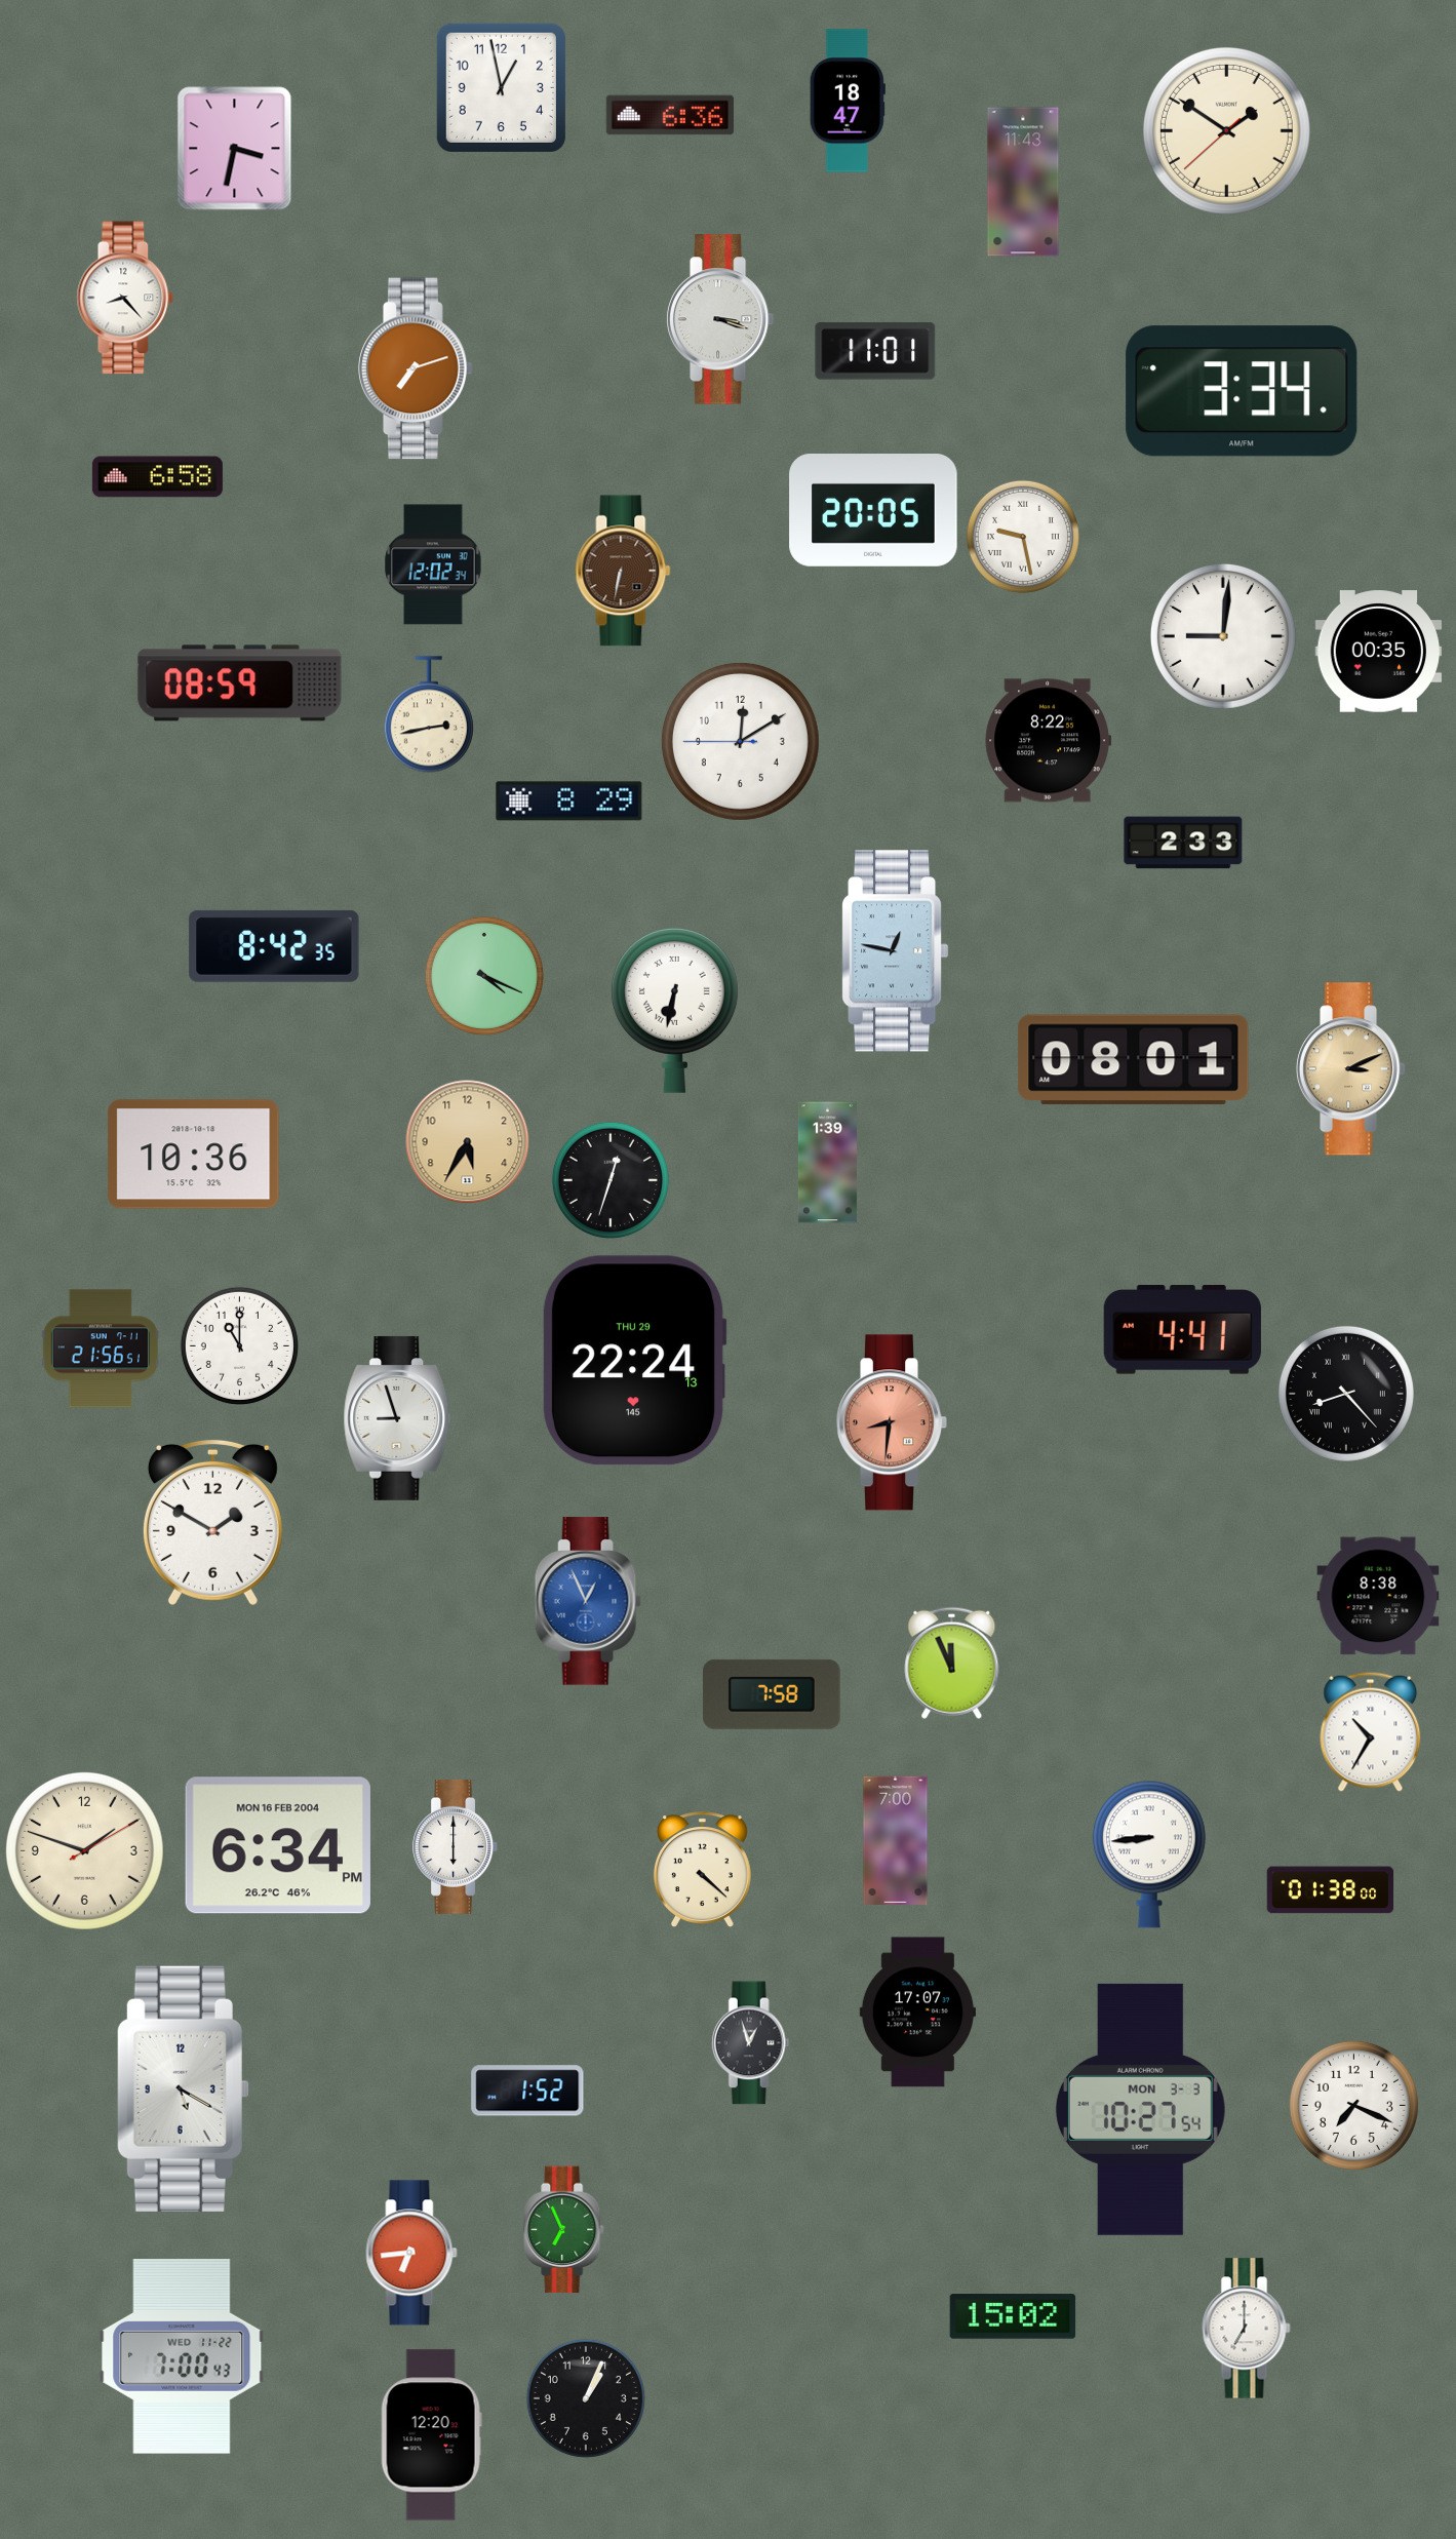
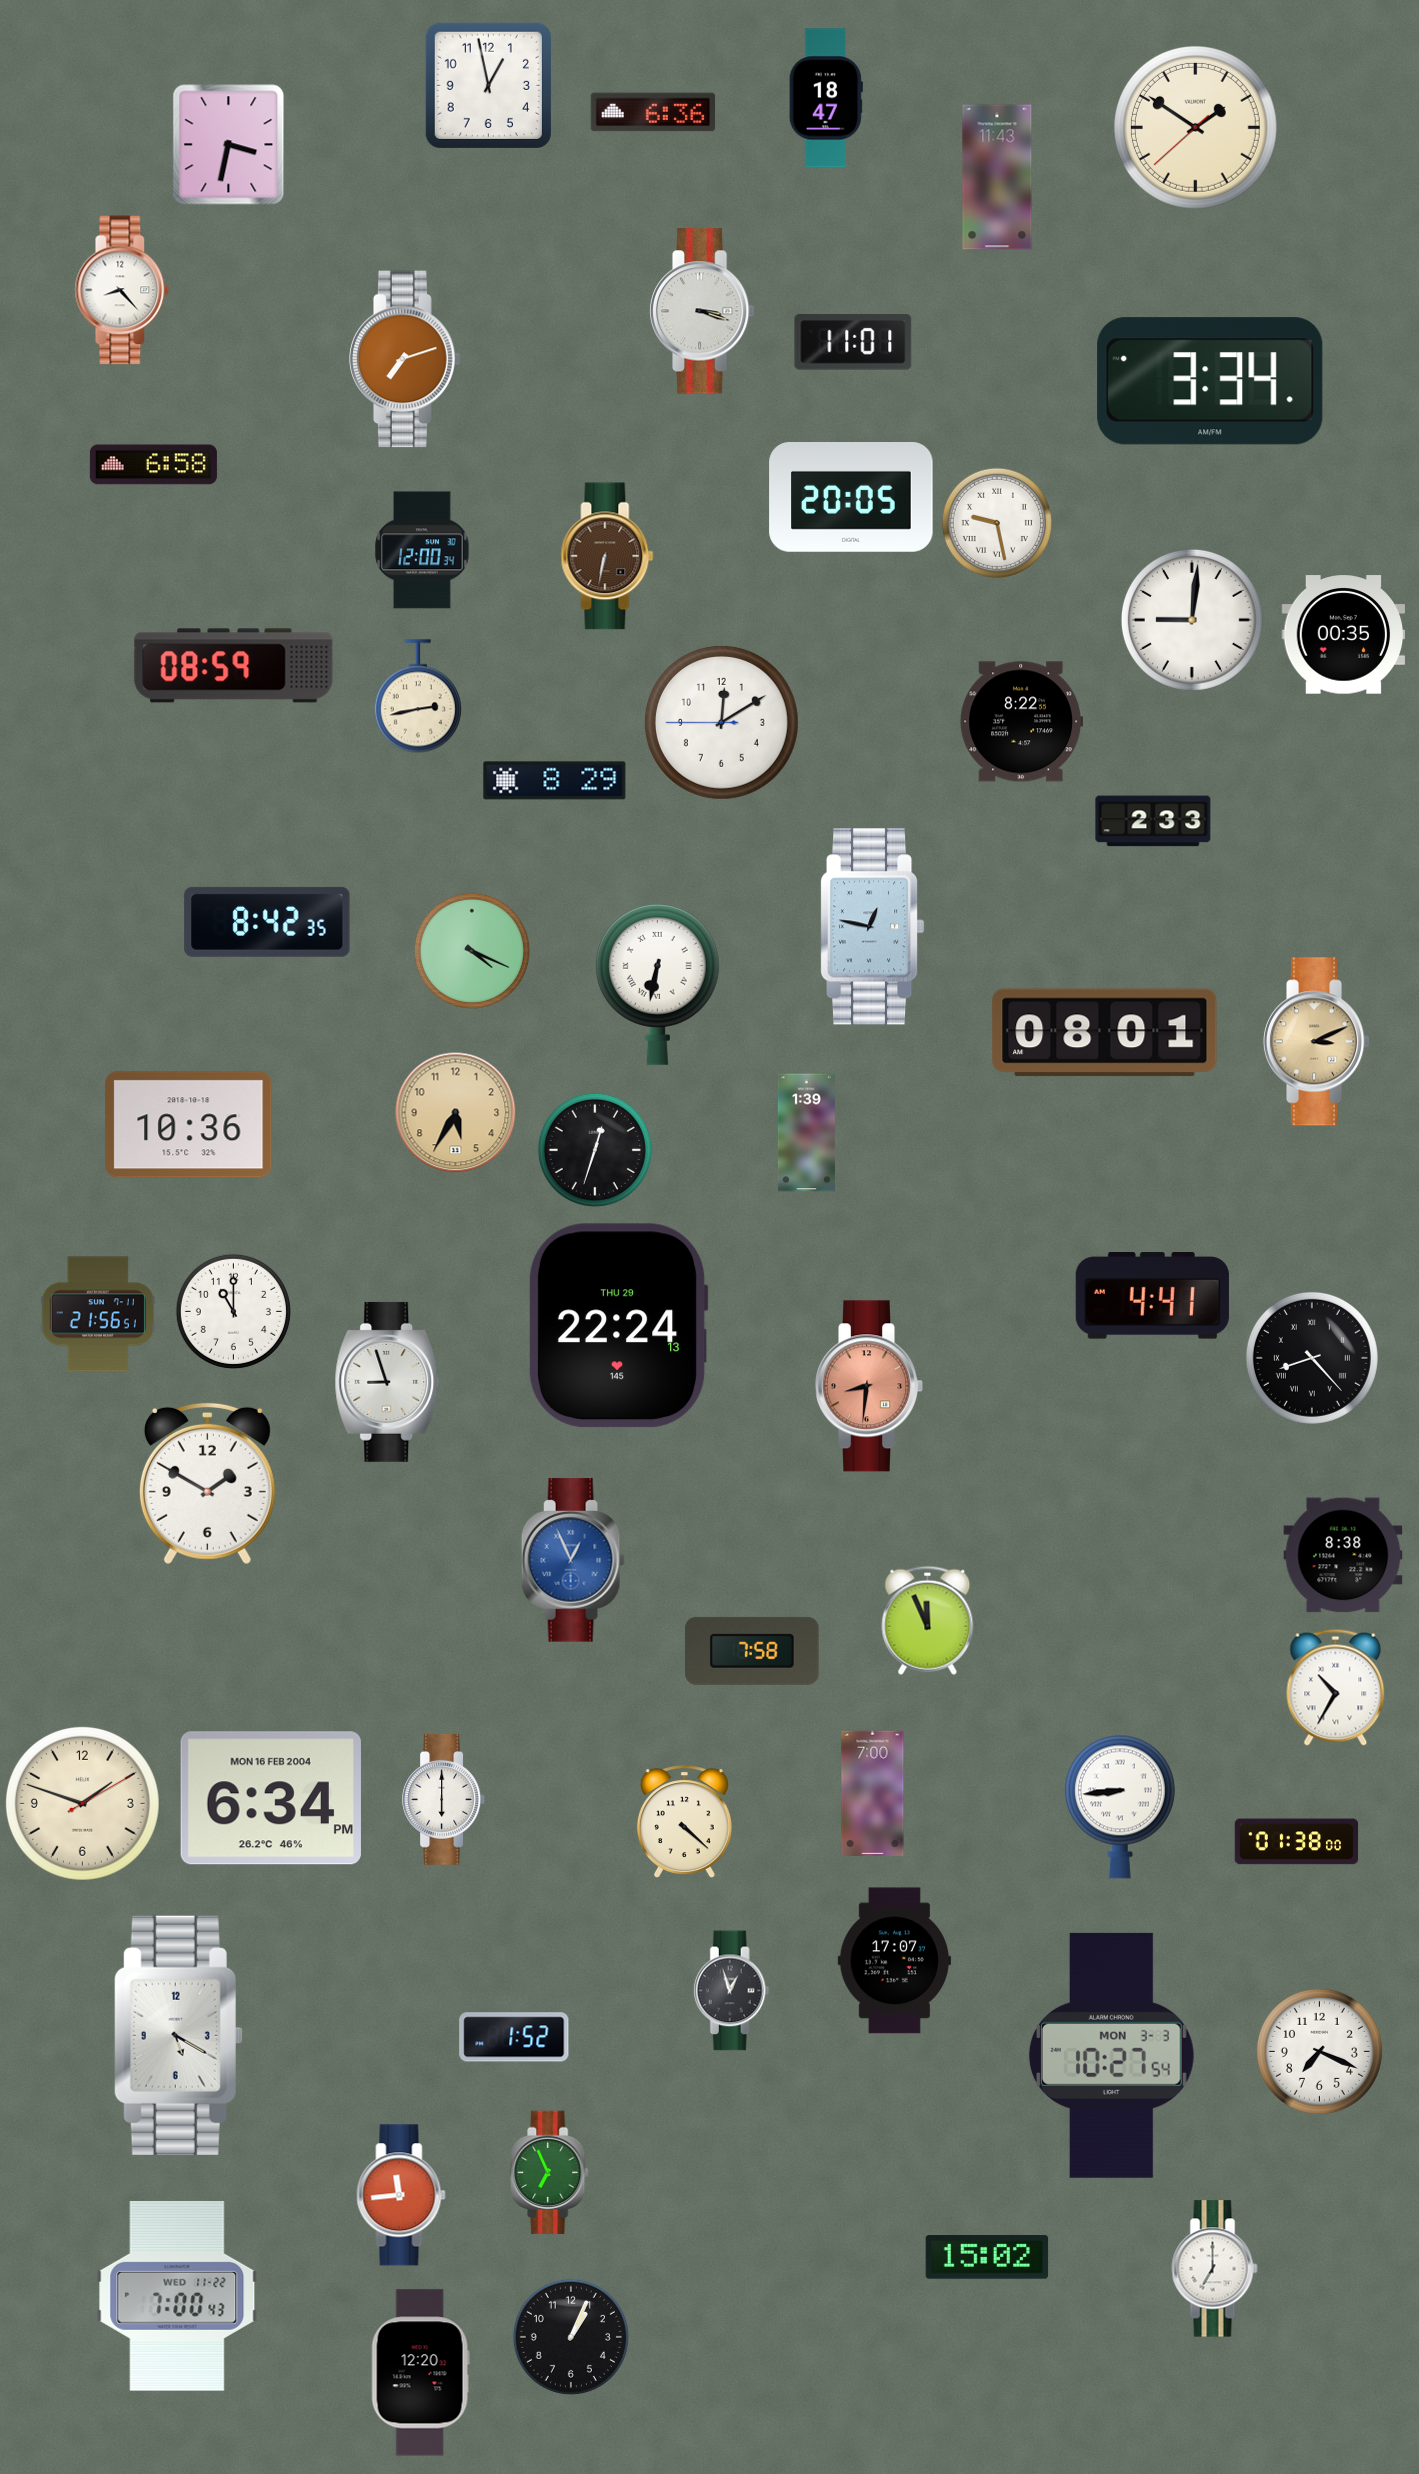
clock at (433, 564): 12:02 -> 12:00
clock at (411, 2253): 6:44 -> 11:44
